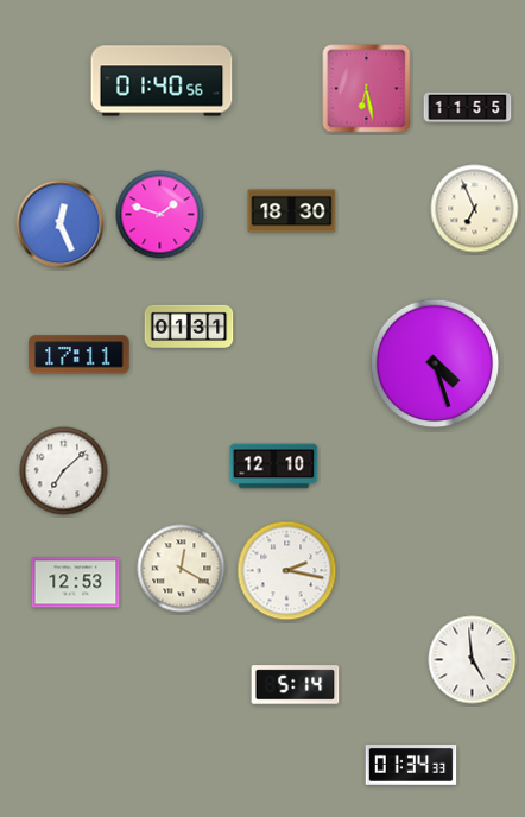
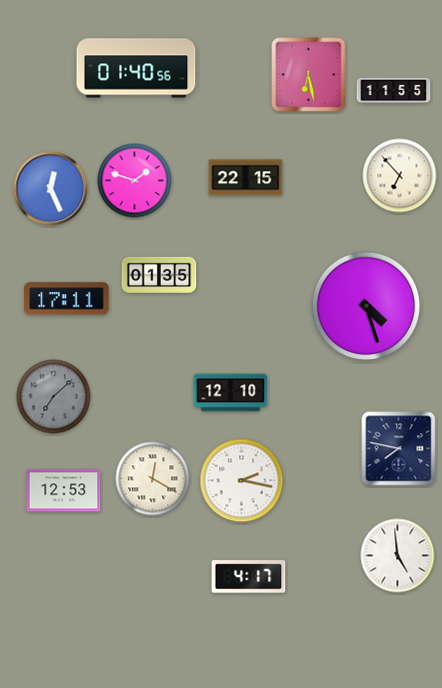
clock at (475, 209): 6:56 -> 6:53
clock at (292, 211): 18:30 -> 22:15
clock at (189, 325): 01:31 -> 01:35
clock at (64, 471) dial: white -> grey
clock at (399, 449): none -> 7:47
clock at (296, 685): 5:14 -> 4:17
clock at (411, 765): 01:34 -> none
